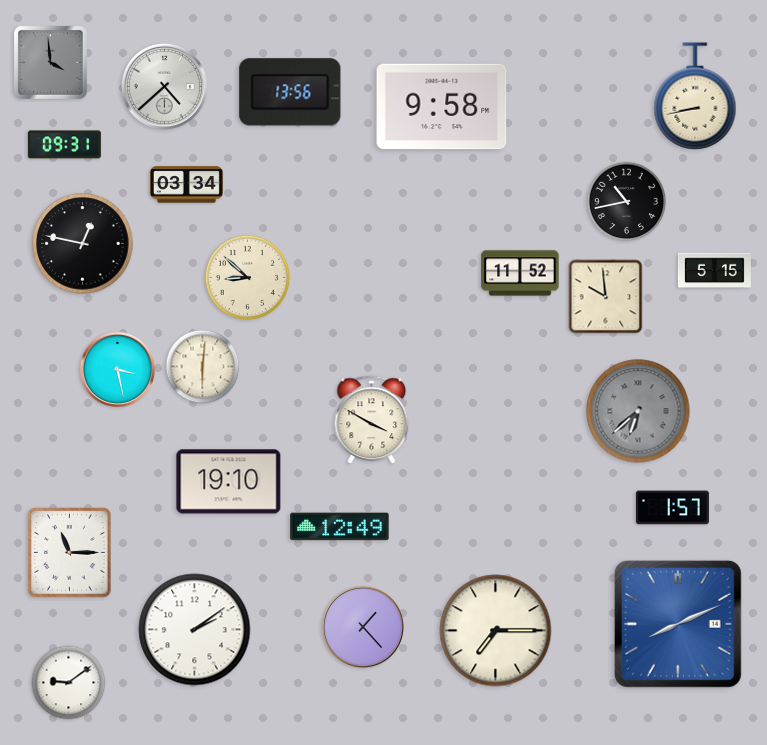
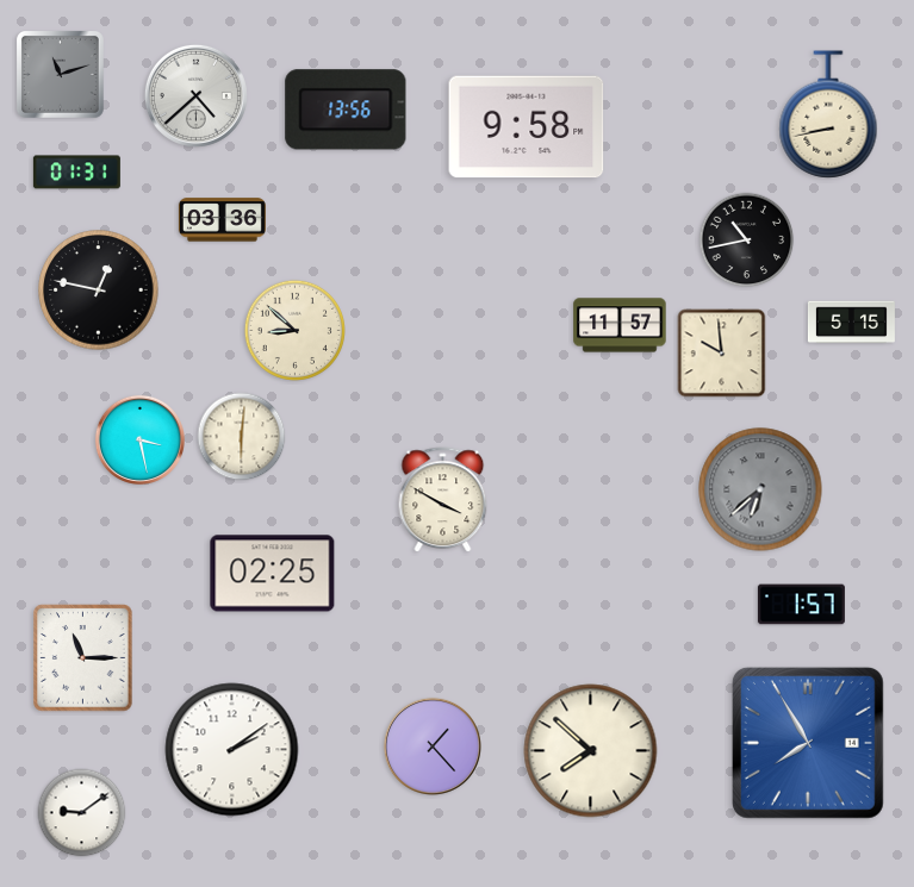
clock at (50, 62): 3:59 -> 11:12
clock at (164, 86) position: (164, 86) -> (195, 95)
clock at (64, 145): 09:31 -> 01:31
clock at (186, 185): 03:34 -> 03:36
clock at (520, 273): 11:52 -> 11:57
clock at (229, 482): 19:10 -> 02:25
clock at (340, 527): 12:49 -> none
clock at (678, 624): 8:11 -> 7:55
clock at (496, 631): 7:15 -> 7:52
